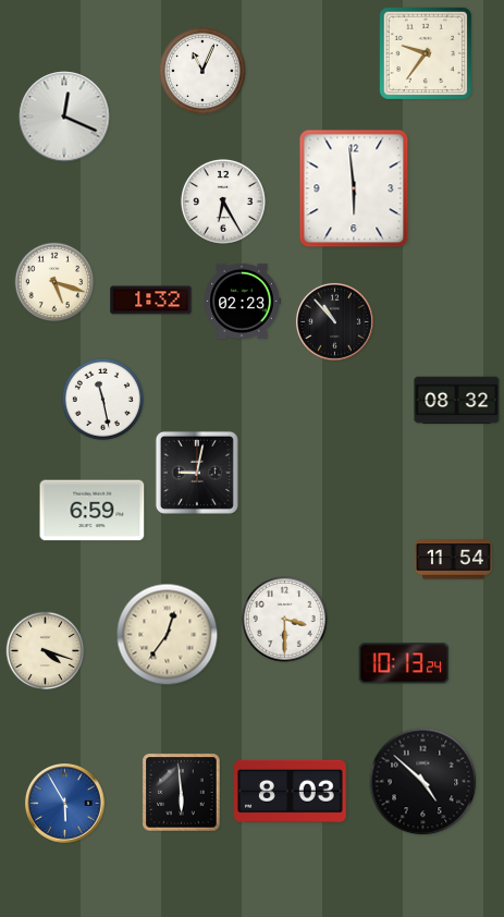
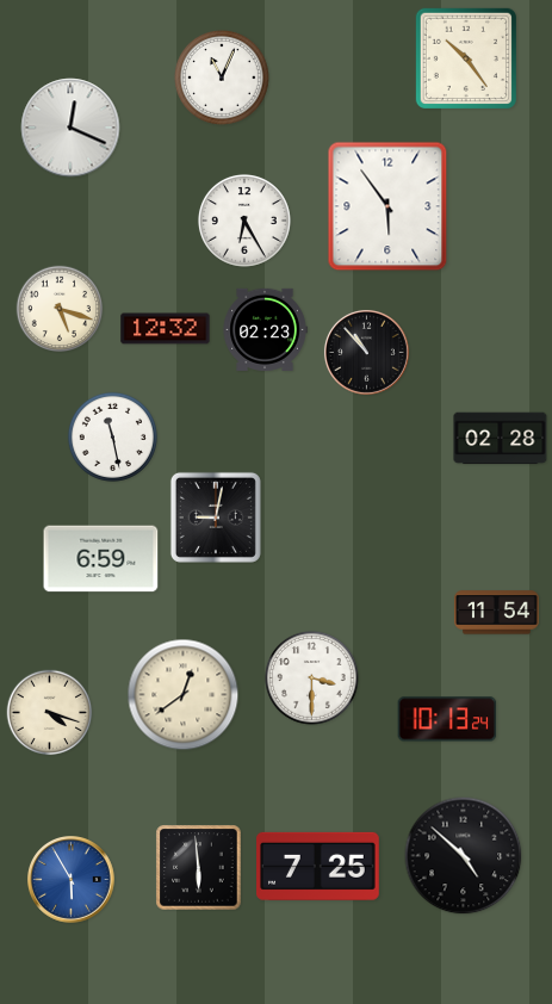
clock at (426, 53): 9:36 -> 10:24
clock at (354, 188): 5:59 -> 5:54
clock at (151, 301): 1:32 -> 12:32
clock at (457, 401): 08:32 -> 02:28
clock at (168, 635): 12:36 -> 12:39
clock at (404, 663) position: (404, 663) -> (447, 719)
clock at (291, 791): 8:03 -> 7:25
